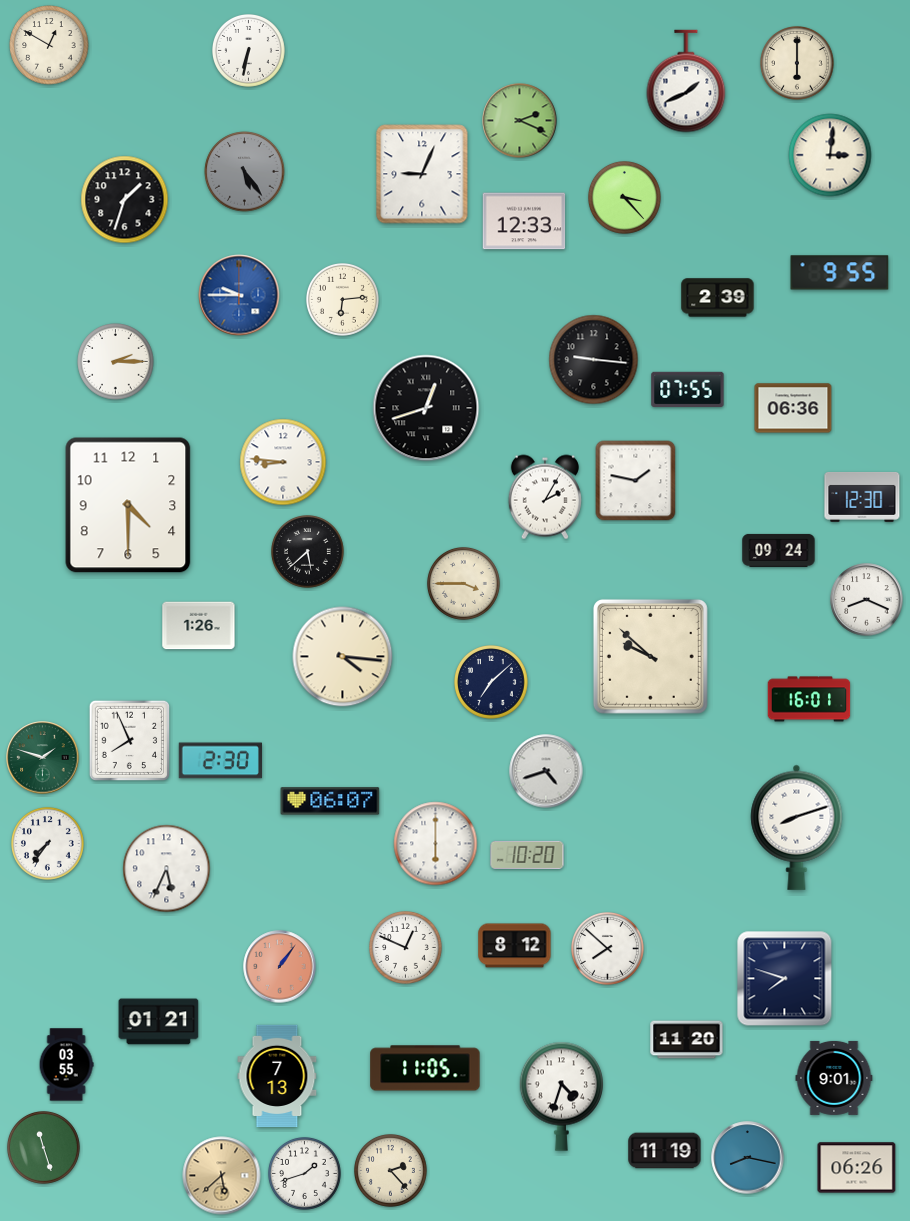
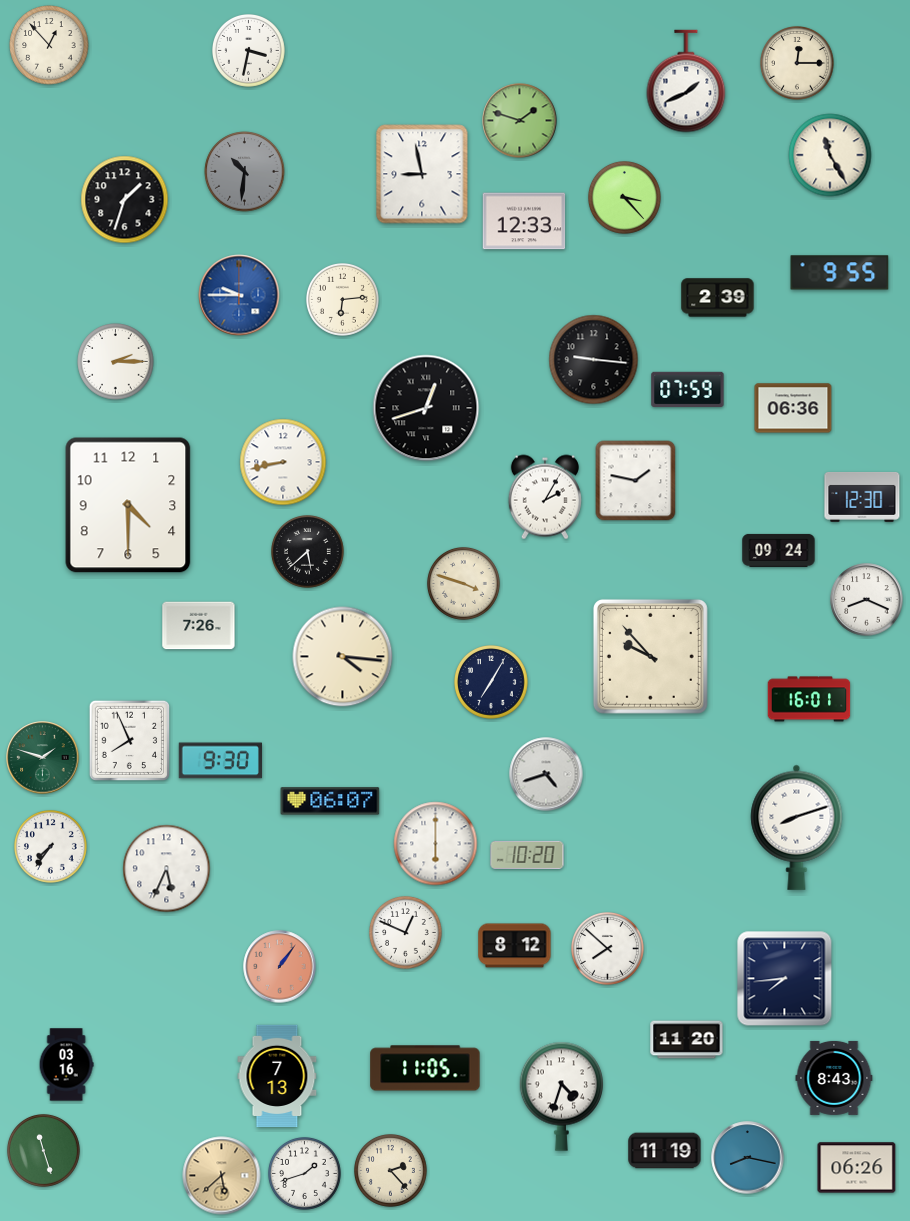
clock at (49, 45): 12:50 -> 12:53
clock at (249, 51): 6:32 -> 3:32
clock at (798, 64): 6:00 -> 12:15
clock at (520, 121): 2:19 -> 1:48
clock at (830, 155): 3:01 -> 11:25
clock at (245, 172): 5:24 -> 10:31
clock at (422, 174): 9:04 -> 8:58
clock at (688, 389): 07:55 -> 07:59
clock at (283, 462): 8:46 -> 8:43
clock at (464, 584): 3:45 -> 3:48
clock at (199, 626): 1:26 -> 7:26
clock at (650, 656): 9:52 -> 9:53
clock at (492, 683): 7:08 -> 7:05
clock at (220, 761): 2:30 -> 9:30
clock at (546, 771) position: (546, 771) -> (546, 774)
clock at (48, 844) position: (48, 844) -> (51, 847)
clock at (406, 948) position: (406, 948) -> (406, 933)
clock at (785, 979): 7:48 -> 7:44
clock at (159, 1022): 01:21 -> none
clock at (66, 1065): 03:55 -> 03:16
clock at (834, 1078): 9:01 -> 8:43
clock at (44, 1148) position: (44, 1148) -> (44, 1151)
